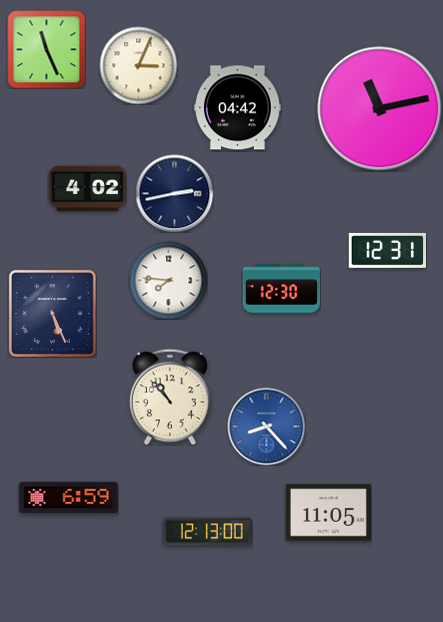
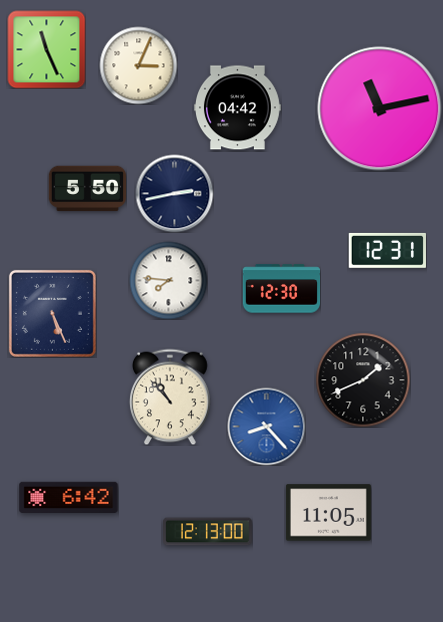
clock at (87, 189): 4:02 -> 5:50
clock at (363, 380): none -> 1:41
clock at (69, 498): 6:59 -> 6:42
